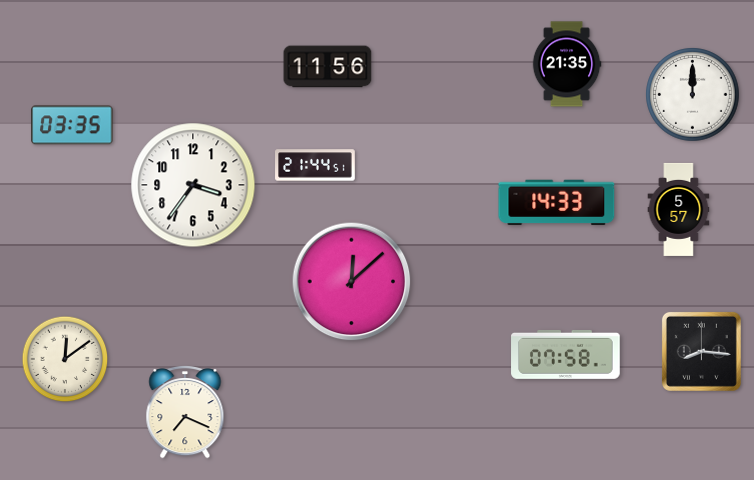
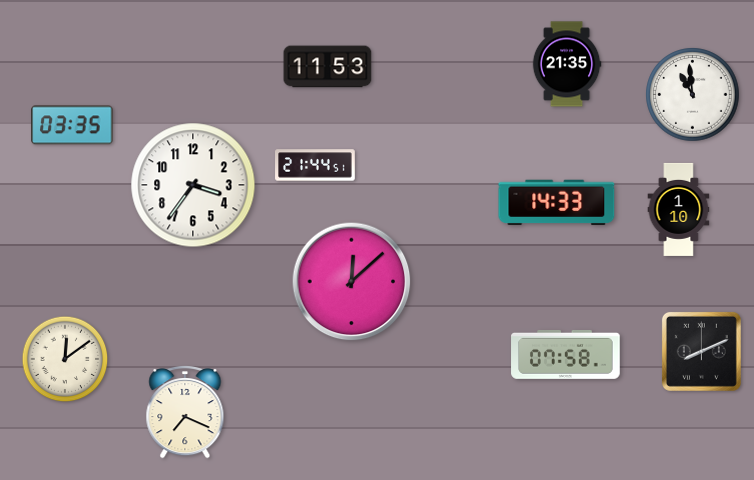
clock at (328, 67): 11:56 -> 11:53
clock at (693, 95): 12:00 -> 10:59
clock at (679, 209): 5:57 -> 1:10
clock at (701, 351): 8:16 -> 8:11
